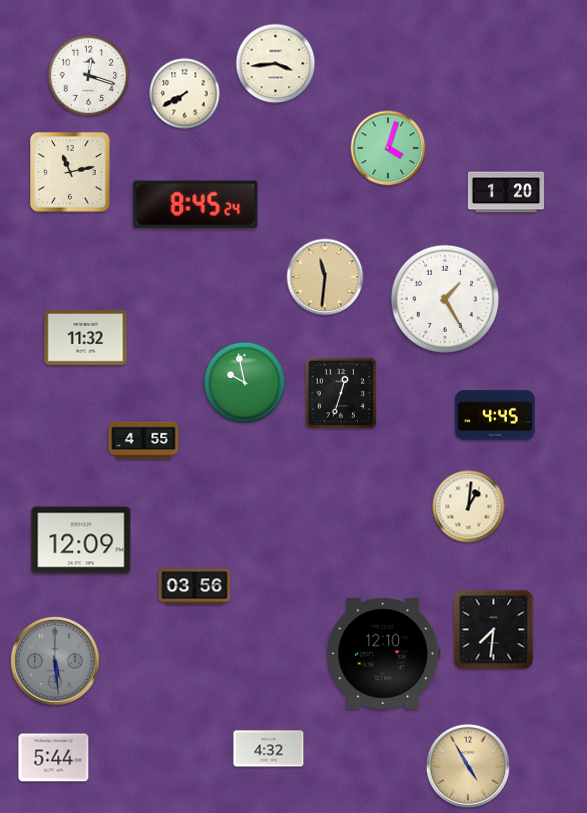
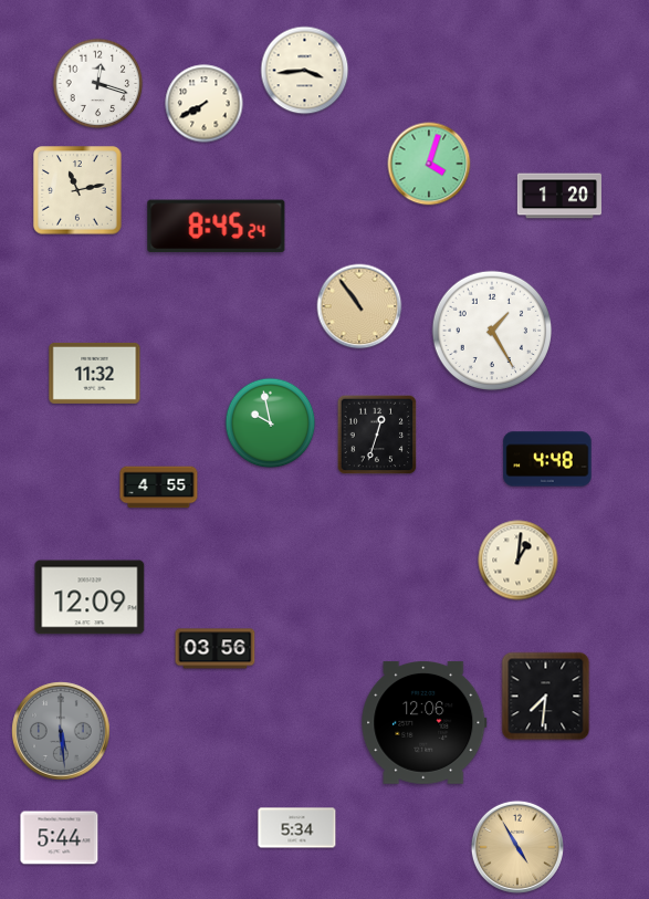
clock at (506, 192) position: (506, 192) -> (559, 196)
clock at (325, 277): 11:31 -> 10:54
clock at (495, 415): 4:45 -> 4:48
clock at (384, 654): 12:10 -> 12:06
clock at (269, 749): 4:32 -> 5:34
